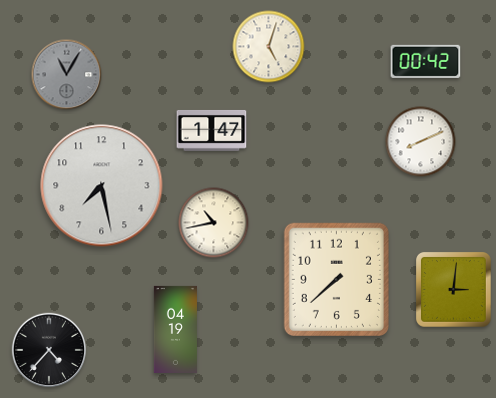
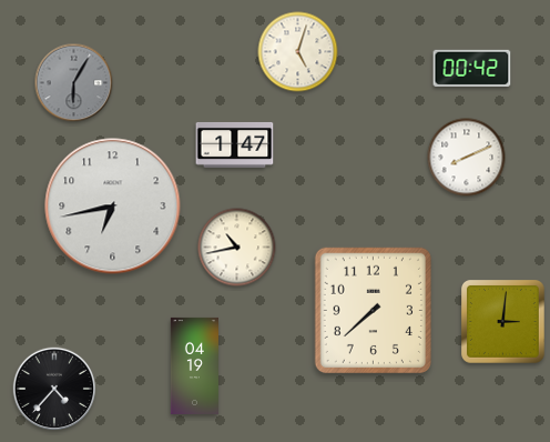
clock at (67, 75): 11:05 -> 6:05
clock at (102, 186): 7:28 -> 6:43
